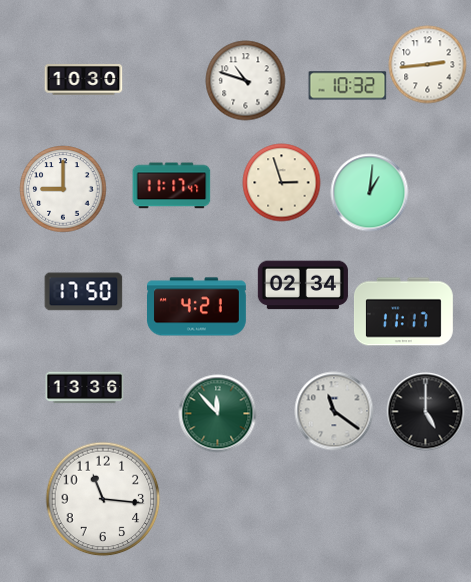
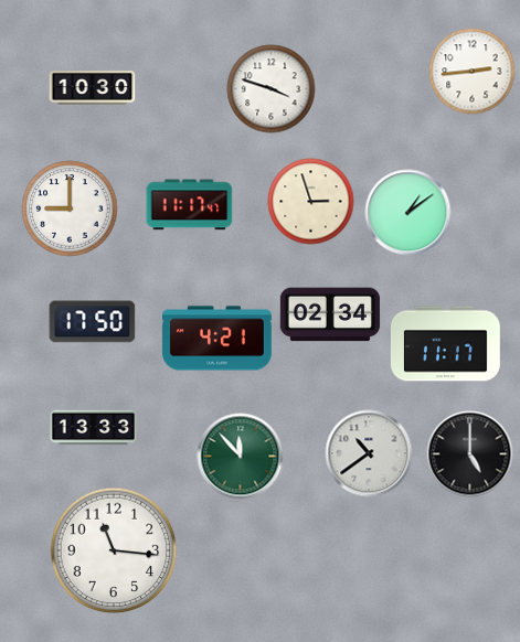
clock at (245, 80): 10:48 -> 3:48
clock at (347, 86): 10:32 -> none
clock at (369, 192): 1:01 -> 1:09
clock at (303, 285) position: (303, 285) -> (330, 314)
clock at (84, 388): 13:36 -> 13:33
clock at (334, 411): 11:21 -> 10:39
